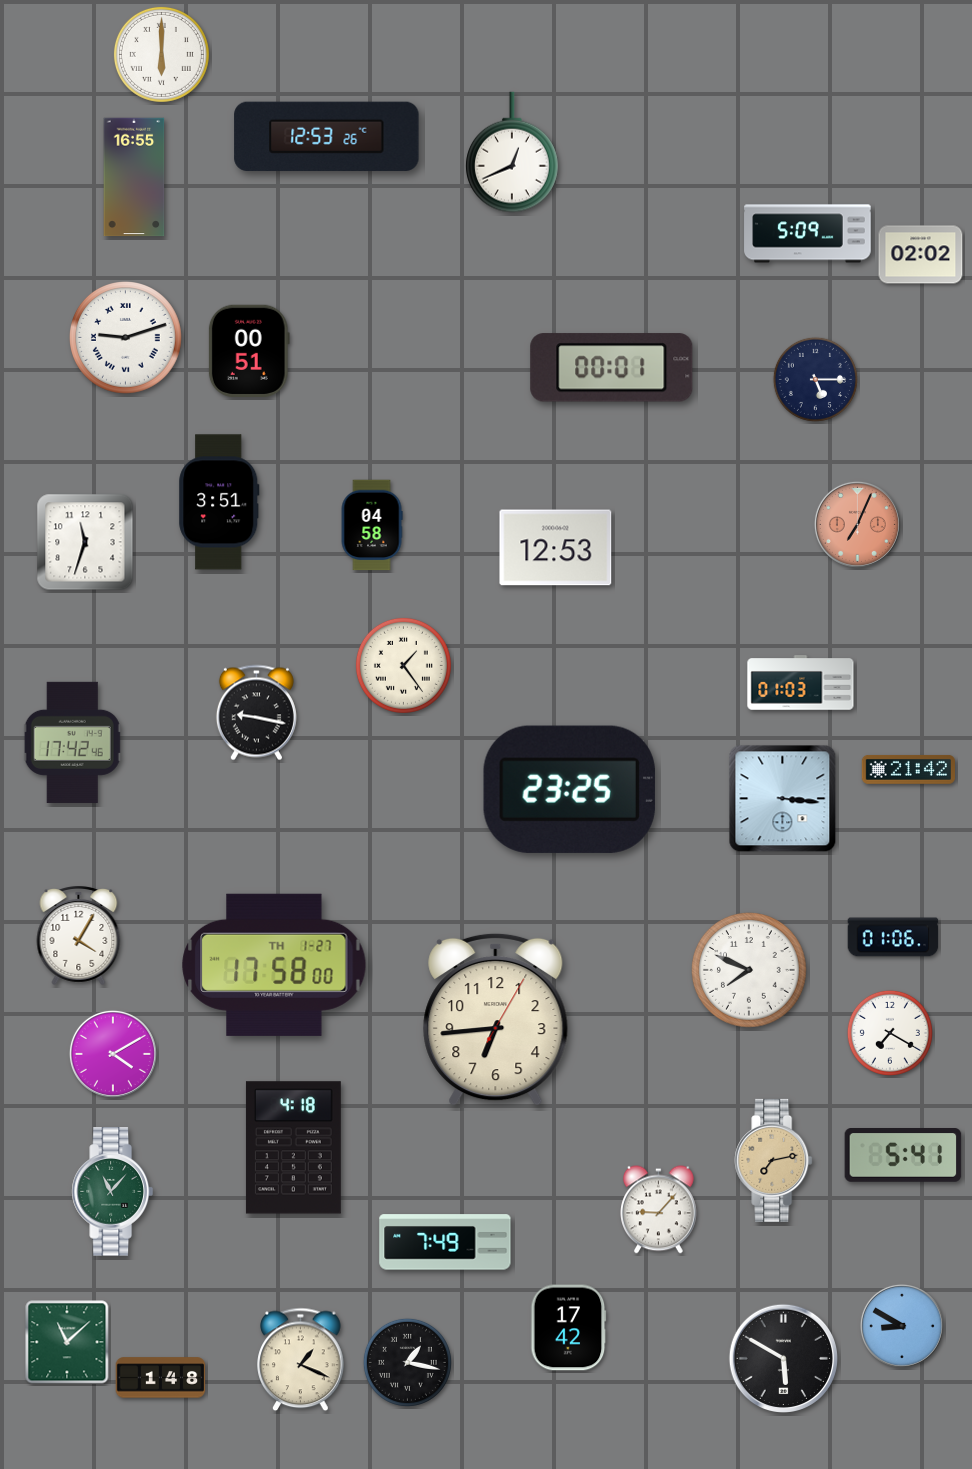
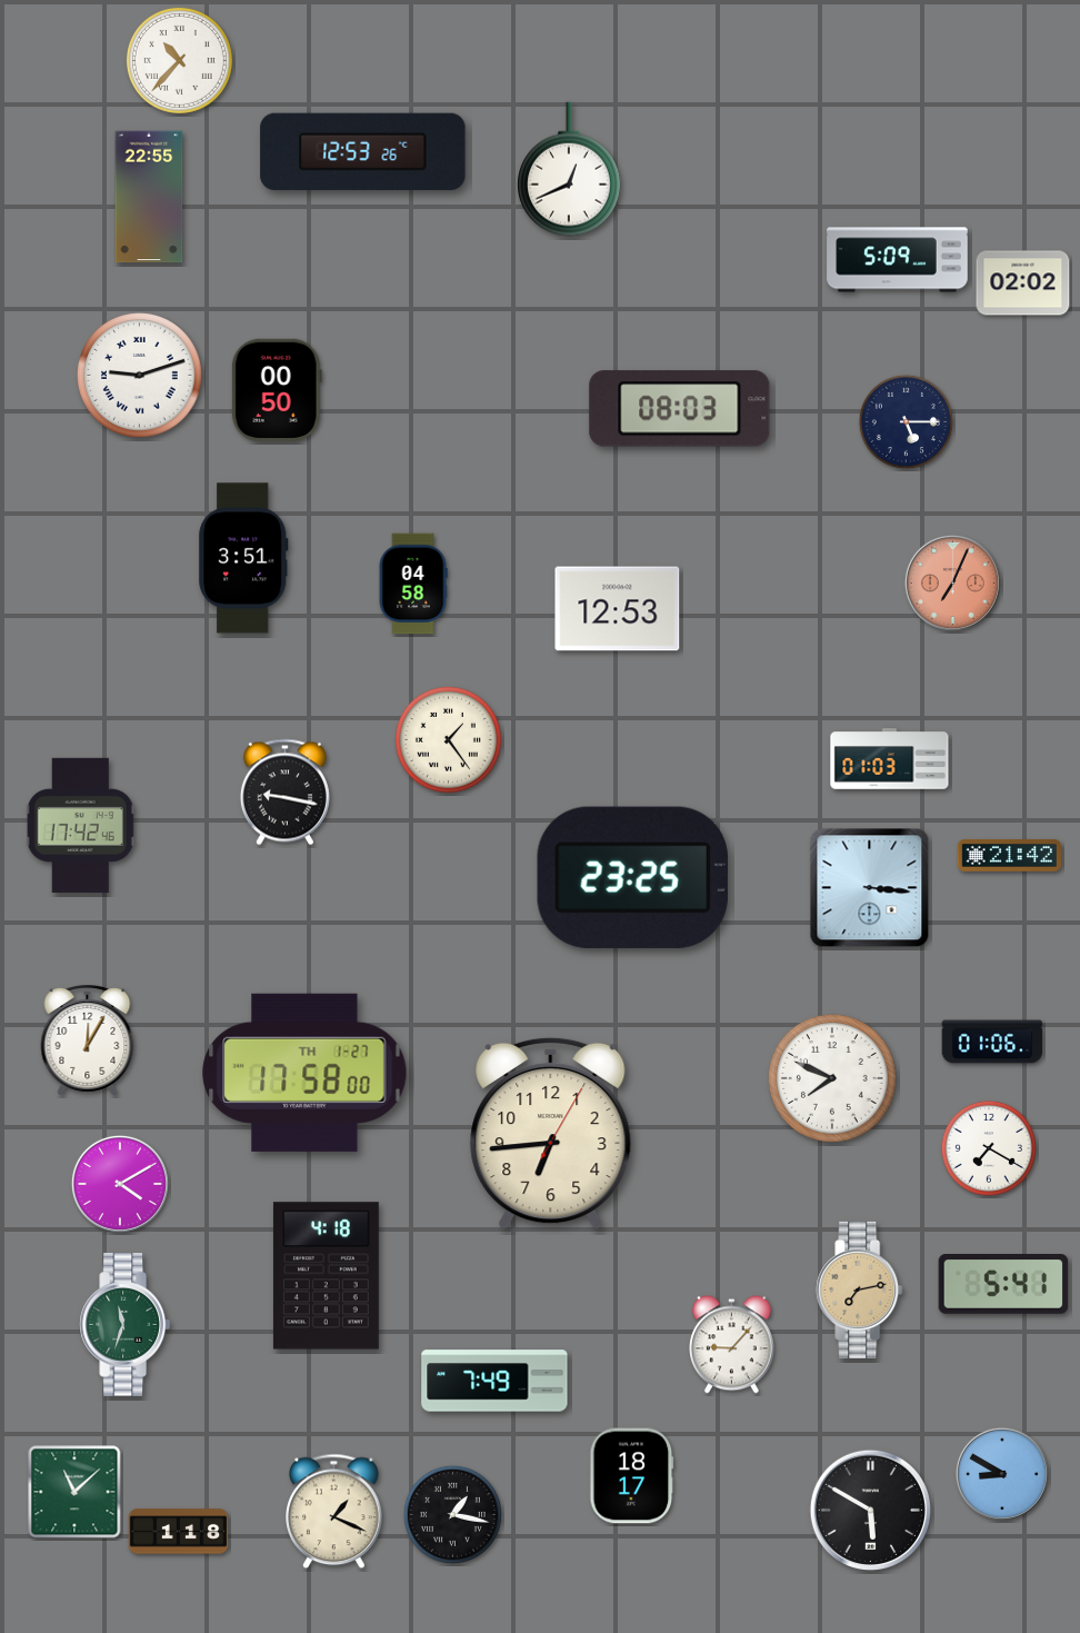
clock at (161, 54): 6:00 -> 10:37
clock at (134, 177): 16:55 -> 22:55
clock at (249, 350): 00:51 -> 00:50
clock at (612, 368): 00:01 -> 08:03
clock at (85, 542): 11:33 -> none
clock at (79, 936): 4:05 -> 12:05
clock at (113, 1054) position: (113, 1054) -> (120, 1184)
clock at (112, 1192): 11:07 -> 11:33
clock at (569, 1328): 17:42 -> 18:17
clock at (161, 1378): 1:48 -> 1:18
